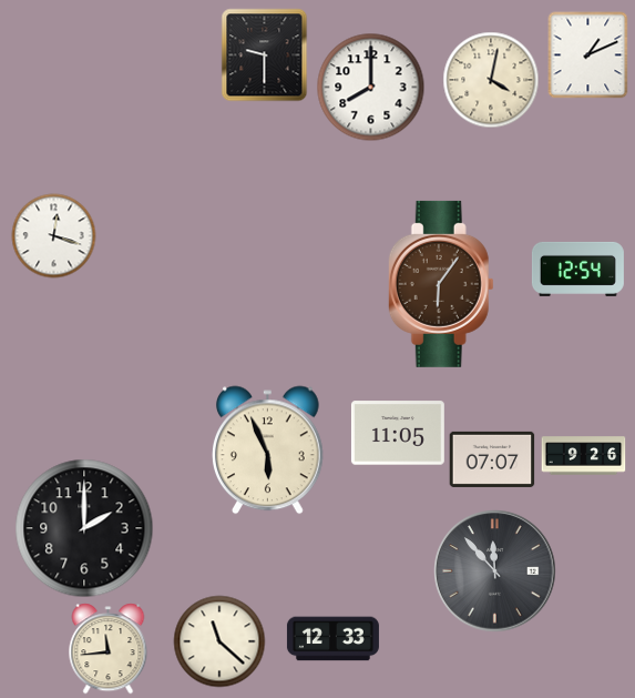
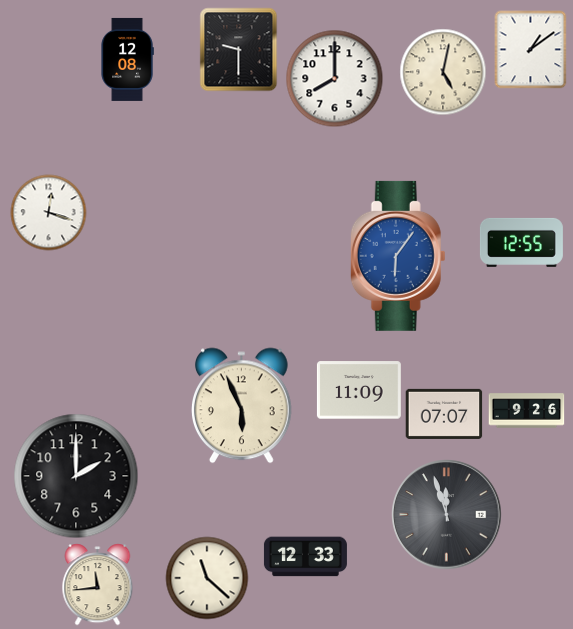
clock at (588, 55): 1:11 -> 1:09
clock at (127, 59): none -> 12:08
clock at (491, 80): 4:02 -> 5:02
clock at (577, 269): 12:54 -> 12:55
clock at (441, 284) dial: brown -> blue
clock at (398, 433): 11:05 -> 11:09
clock at (495, 571): 11:53 -> 11:57
clock at (332, 639) position: (332, 639) -> (305, 557)
clock at (219, 641) position: (219, 641) -> (207, 578)
